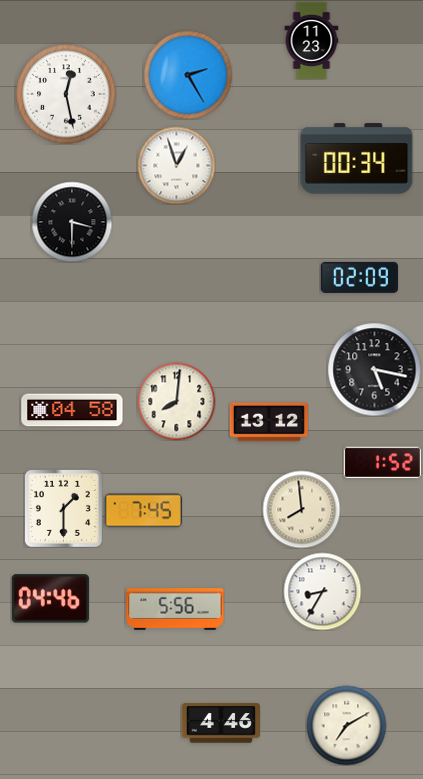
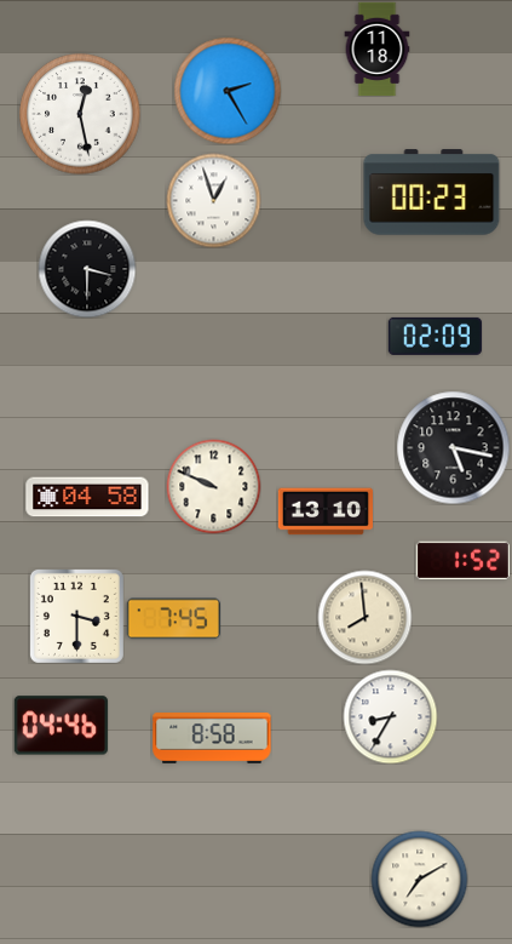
clock at (312, 40): 11:23 -> 11:18
clock at (357, 159): 00:34 -> 00:23
clock at (176, 401): 8:01 -> 9:49
clock at (268, 422): 13:12 -> 13:10
clock at (63, 508): 1:30 -> 3:30
clock at (175, 610): 5:56 -> 8:58
clock at (220, 723): 4:46 -> none
